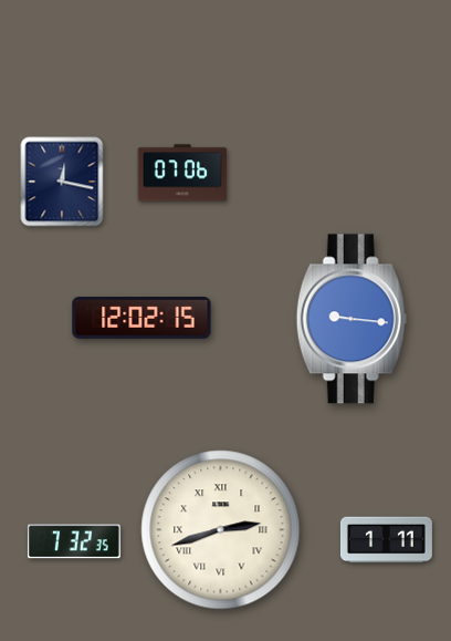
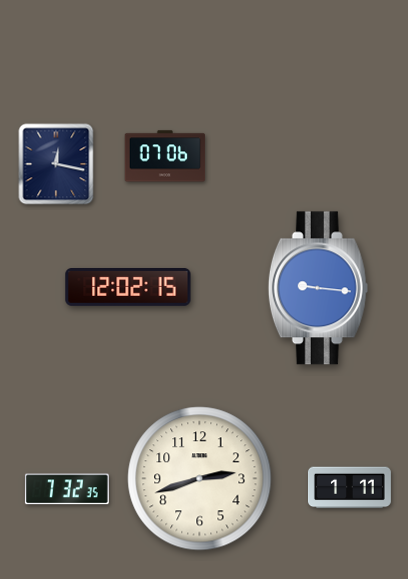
clock at (221, 530) numerals: Roman -> Arabic
